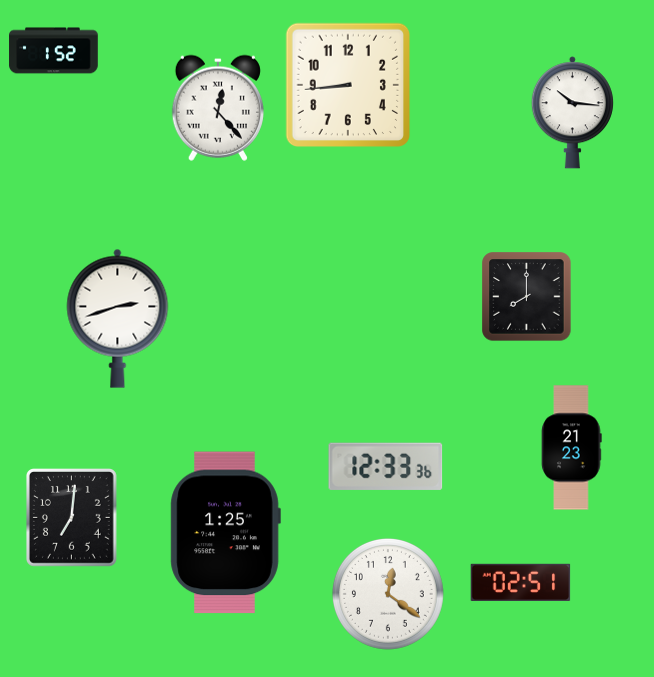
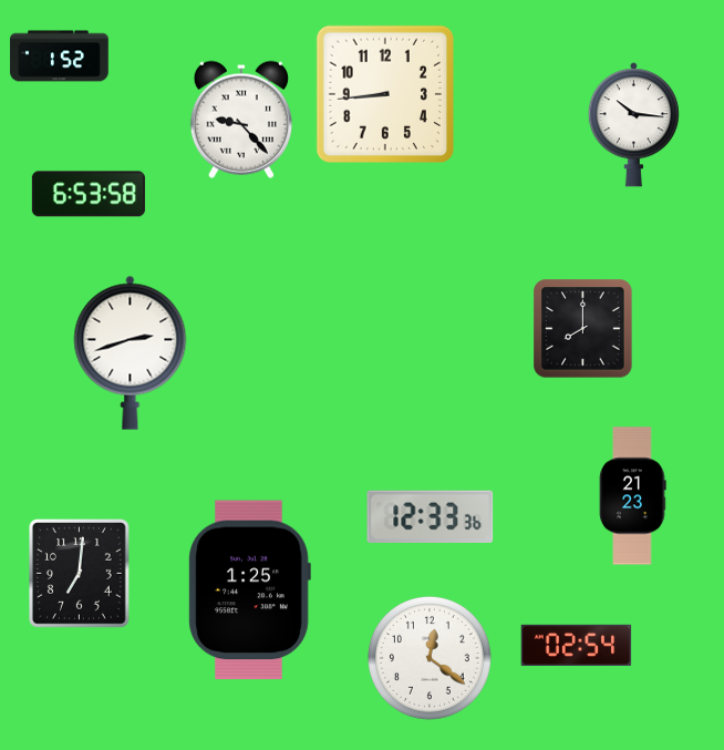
clock at (218, 108): 12:23 -> 9:23
clock at (89, 194): none -> 6:53
clock at (386, 466) position: (386, 466) -> (431, 516)
clock at (521, 582): 02:51 -> 02:54
